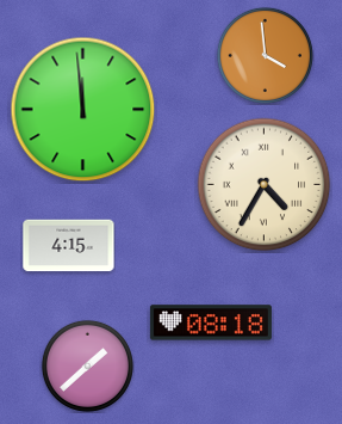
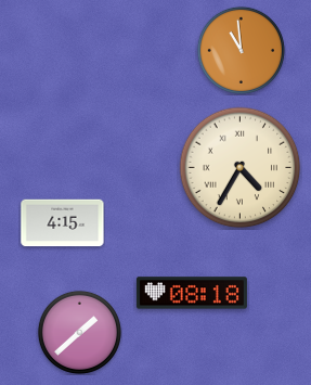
clock at (265, 55): 3:59 -> 10:59
clock at (83, 110): 11:59 -> none
